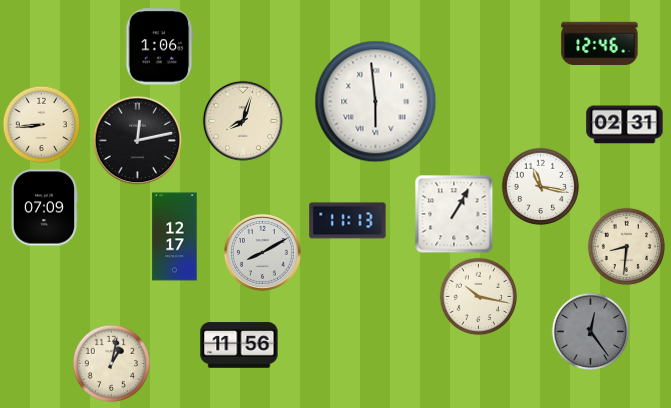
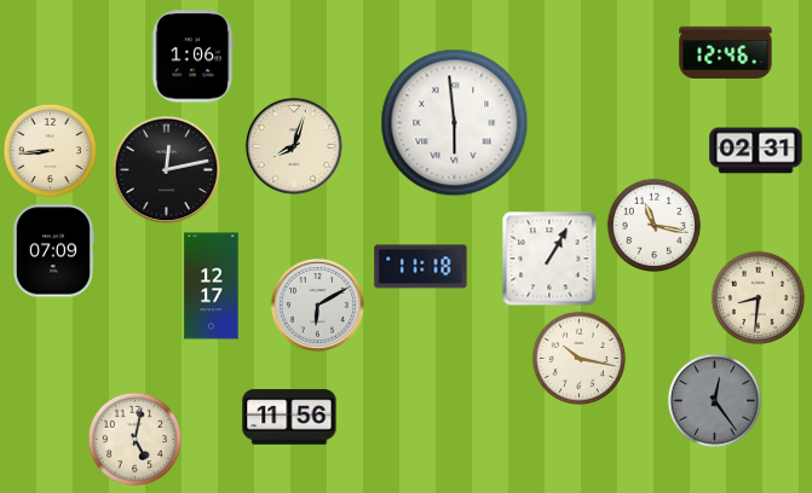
clock at (348, 221): 11:13 -> 11:18
clock at (262, 252): 8:10 -> 6:10
clock at (111, 363): 1:02 -> 5:02
